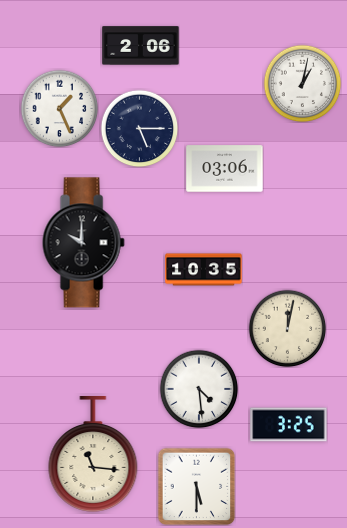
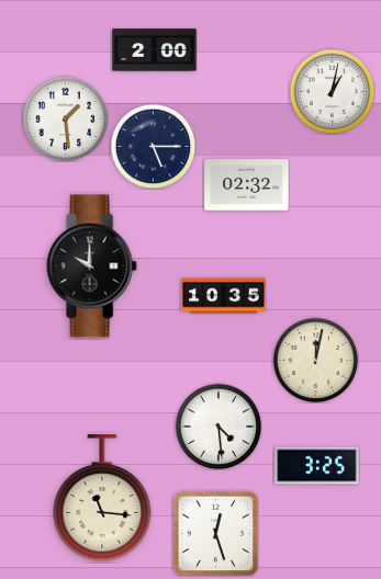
clock at (141, 46): 2:06 -> 2:00
clock at (59, 108): 1:26 -> 1:29
clock at (139, 128) position: (139, 128) -> (153, 146)
clock at (225, 169): 03:06 -> 02:32
clock at (196, 486): 5:30 -> 12:27
